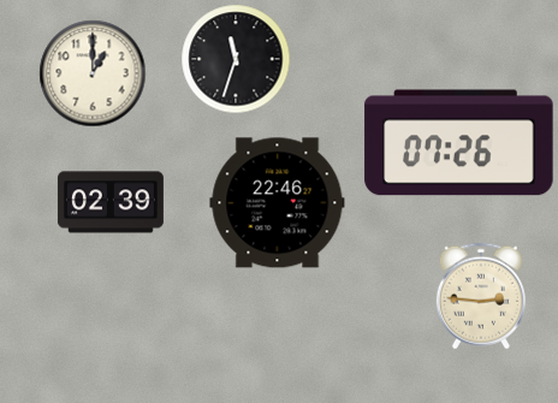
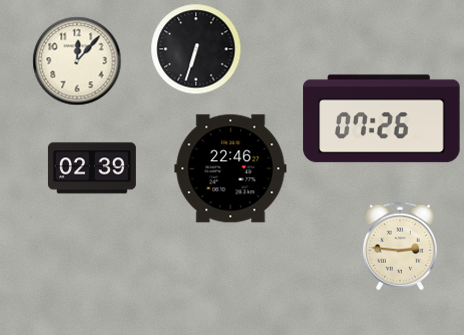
clock at (236, 59): 11:33 -> 6:33
clock at (93, 73): 1:00 -> 12:07
